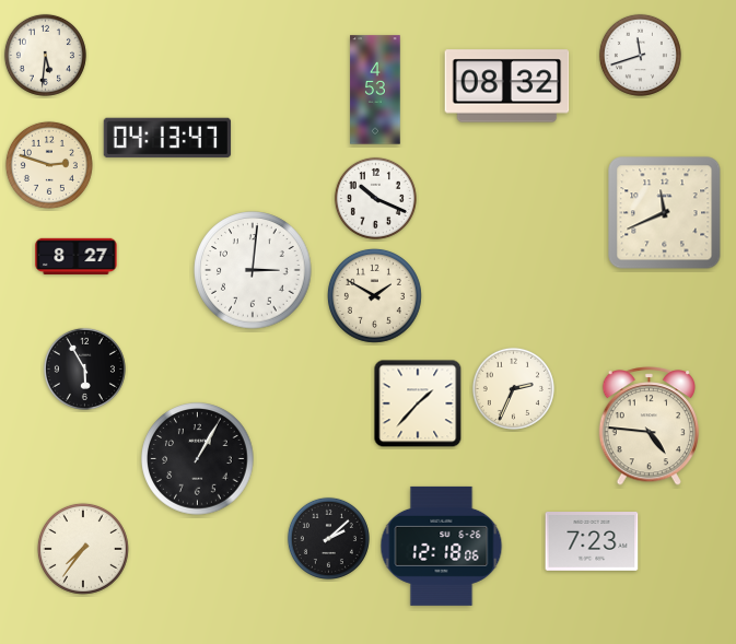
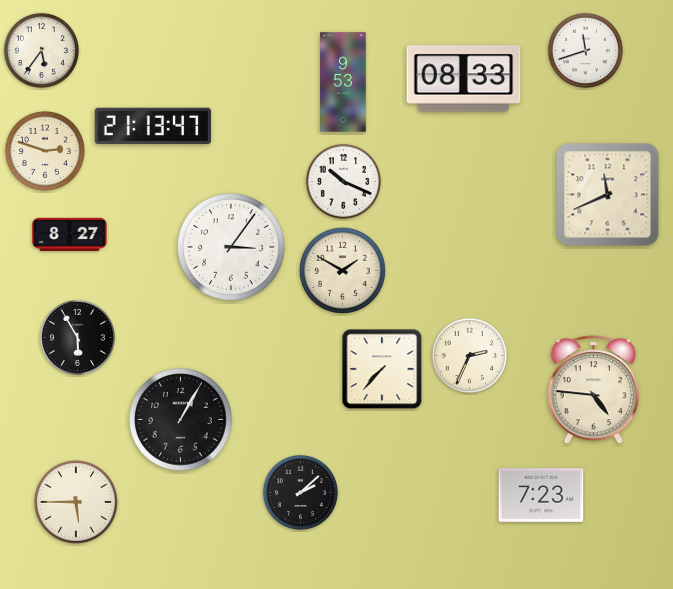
clock at (45, 55): 5:31 -> 5:36
clock at (507, 86): 08:32 -> 08:33
clock at (375, 90): 4:53 -> 9:53
clock at (167, 138): 04:13 -> 21:13
clock at (253, 270): 3:01 -> 3:06
clock at (418, 403): 1:37 -> 7:37
clock at (442, 546): 12:18 -> none
clock at (83, 549): 7:36 -> 5:45
